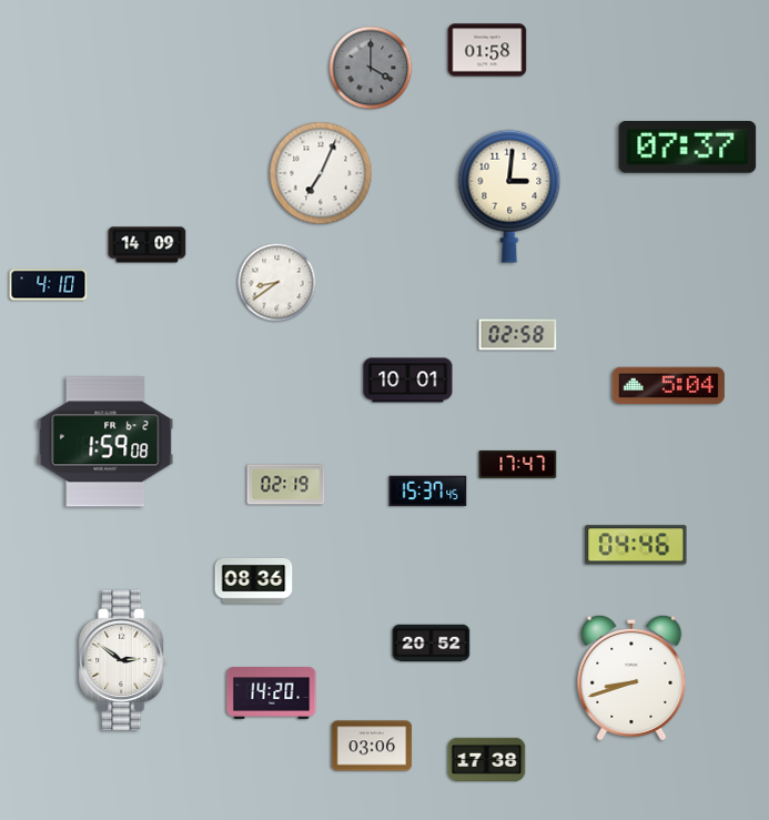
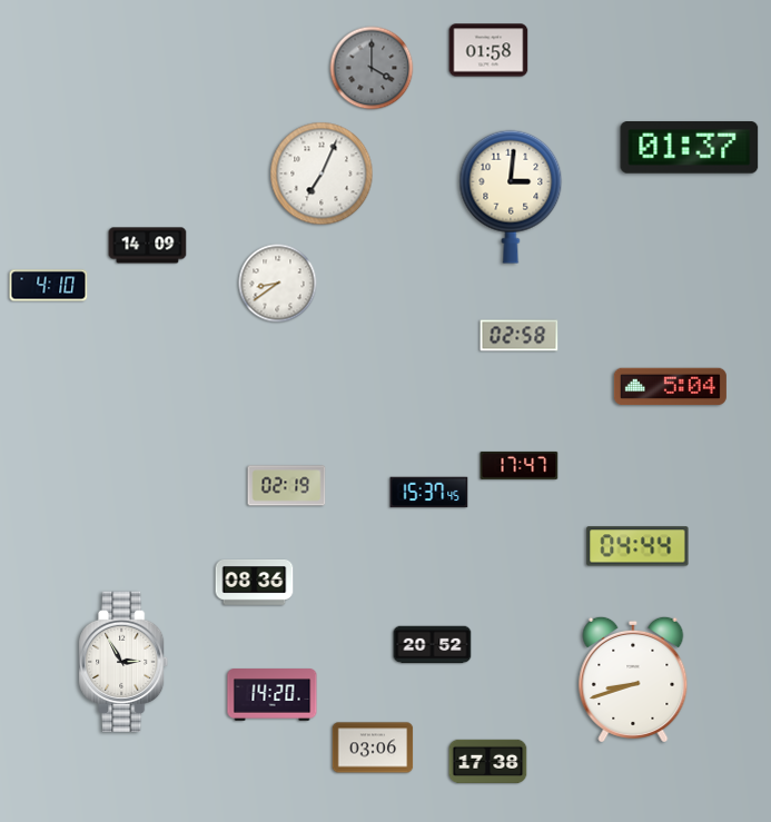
clock at (688, 148): 07:37 -> 01:37
clock at (408, 381): 10:01 -> none
clock at (105, 442): 1:59 -> none
clock at (636, 545): 04:46 -> 04:44
clock at (124, 659): 2:51 -> 2:55
